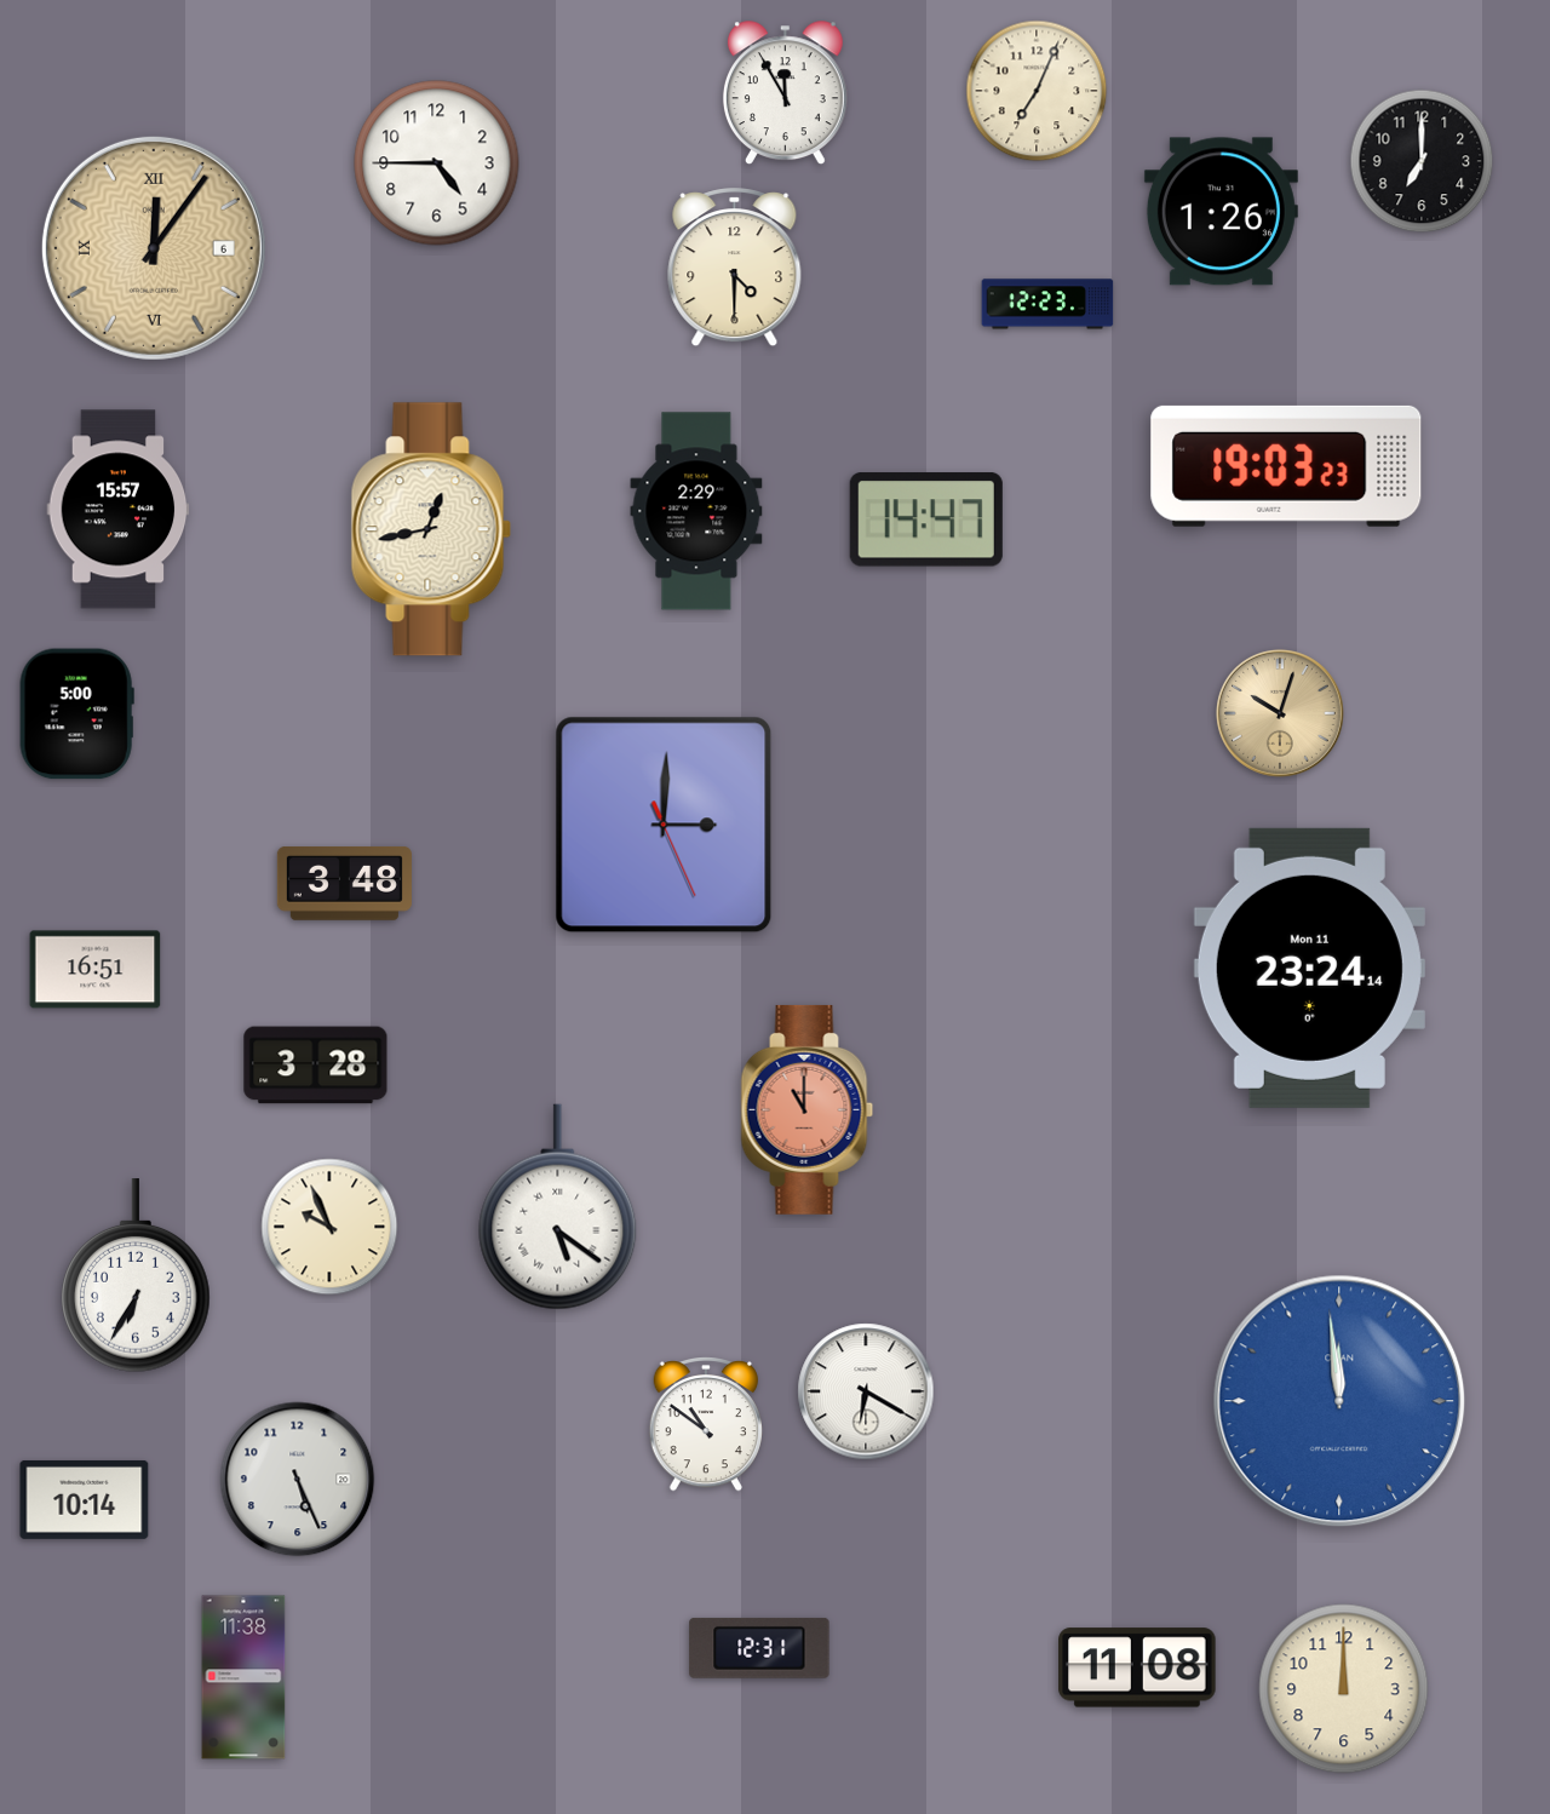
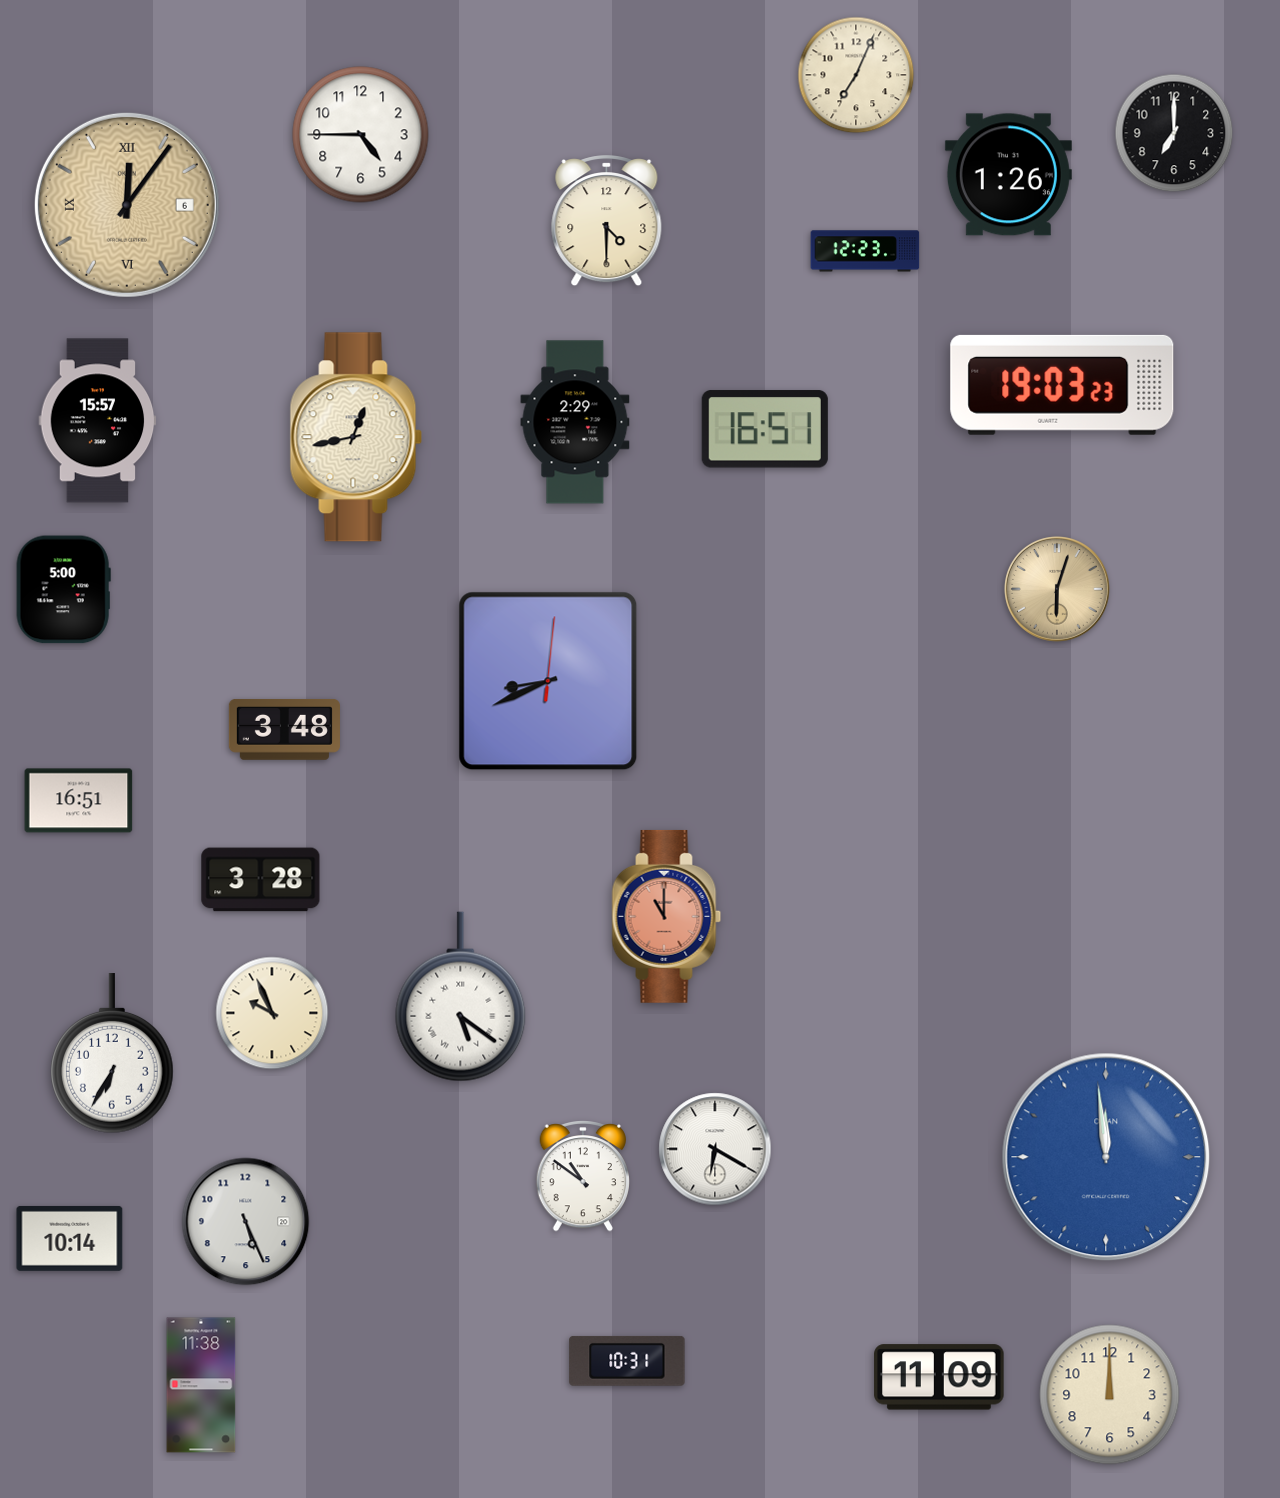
clock at (785, 93): 11:55 -> none
clock at (926, 519): 14:47 -> 16:51
clock at (1280, 713): 10:03 -> 6:03
clock at (664, 825): 3:00 -> 8:41
clock at (1309, 968): 23:24 -> none
clock at (759, 1648): 12:31 -> 10:31
clock at (1137, 1667): 11:08 -> 11:09
